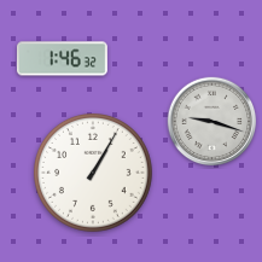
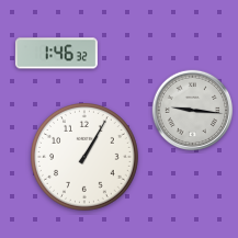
clock at (212, 122): 9:18 -> 9:16
